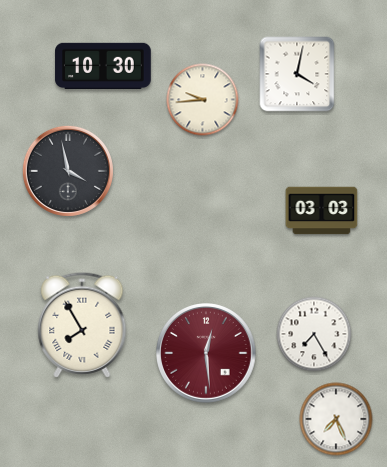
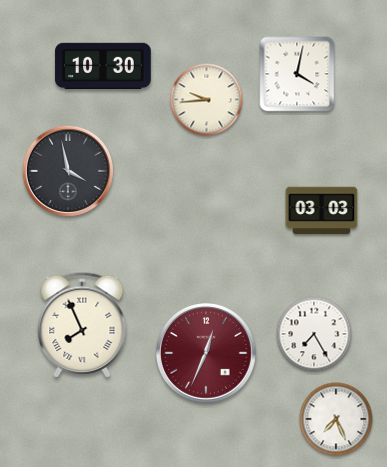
clock at (203, 100) position: (203, 100) -> (207, 100)
clock at (82, 325): 7:55 -> 7:56
clock at (207, 354): 12:29 -> 12:34
